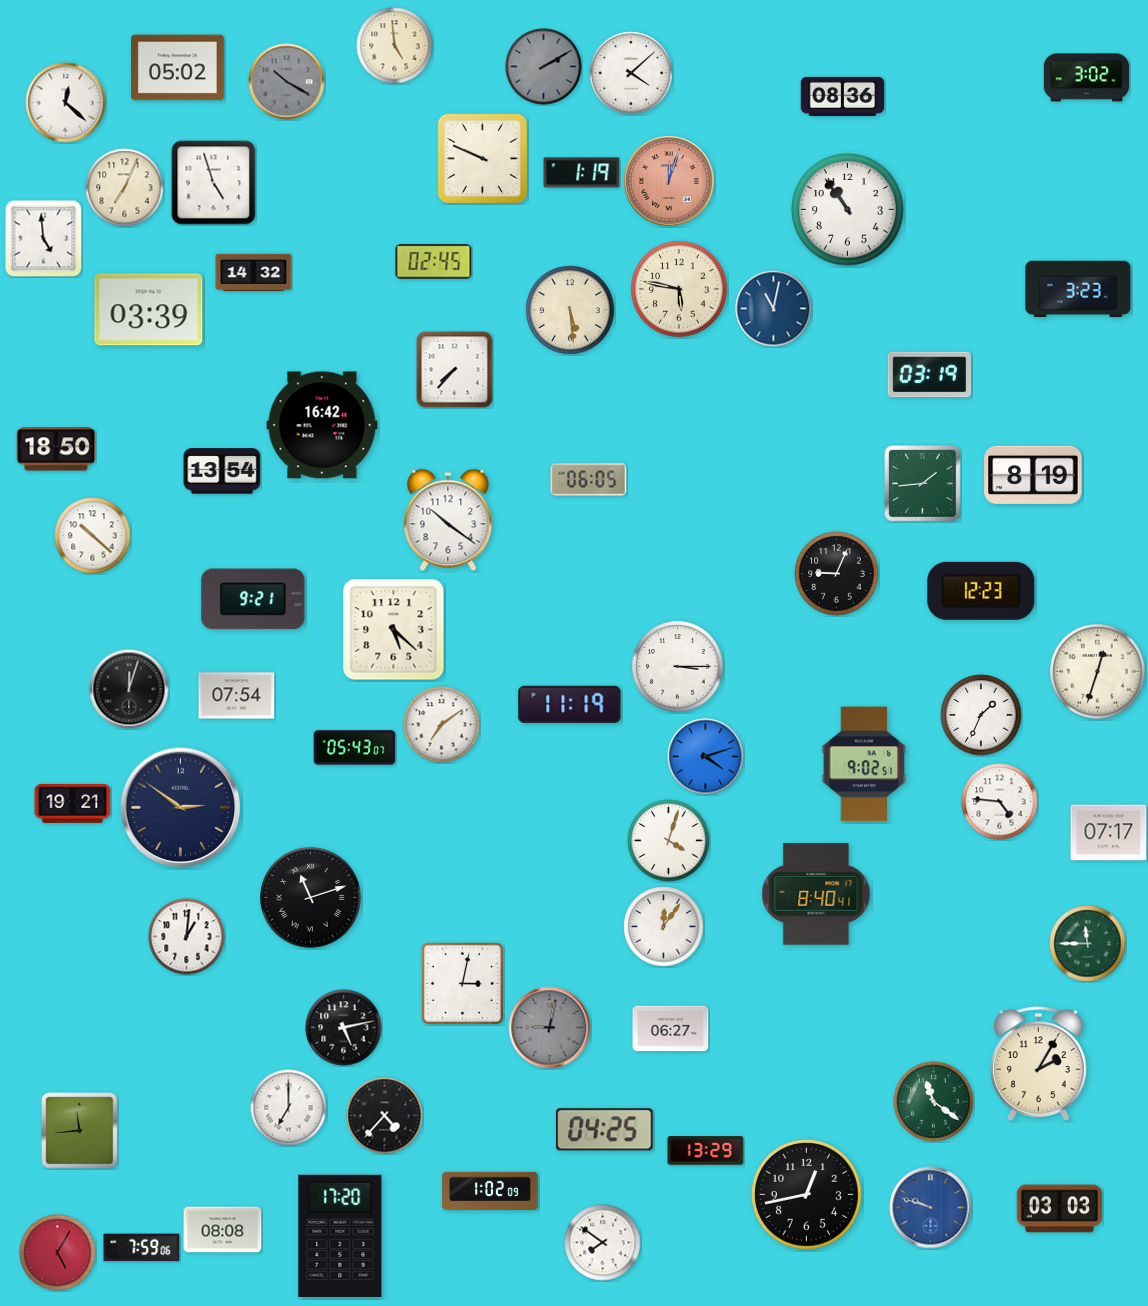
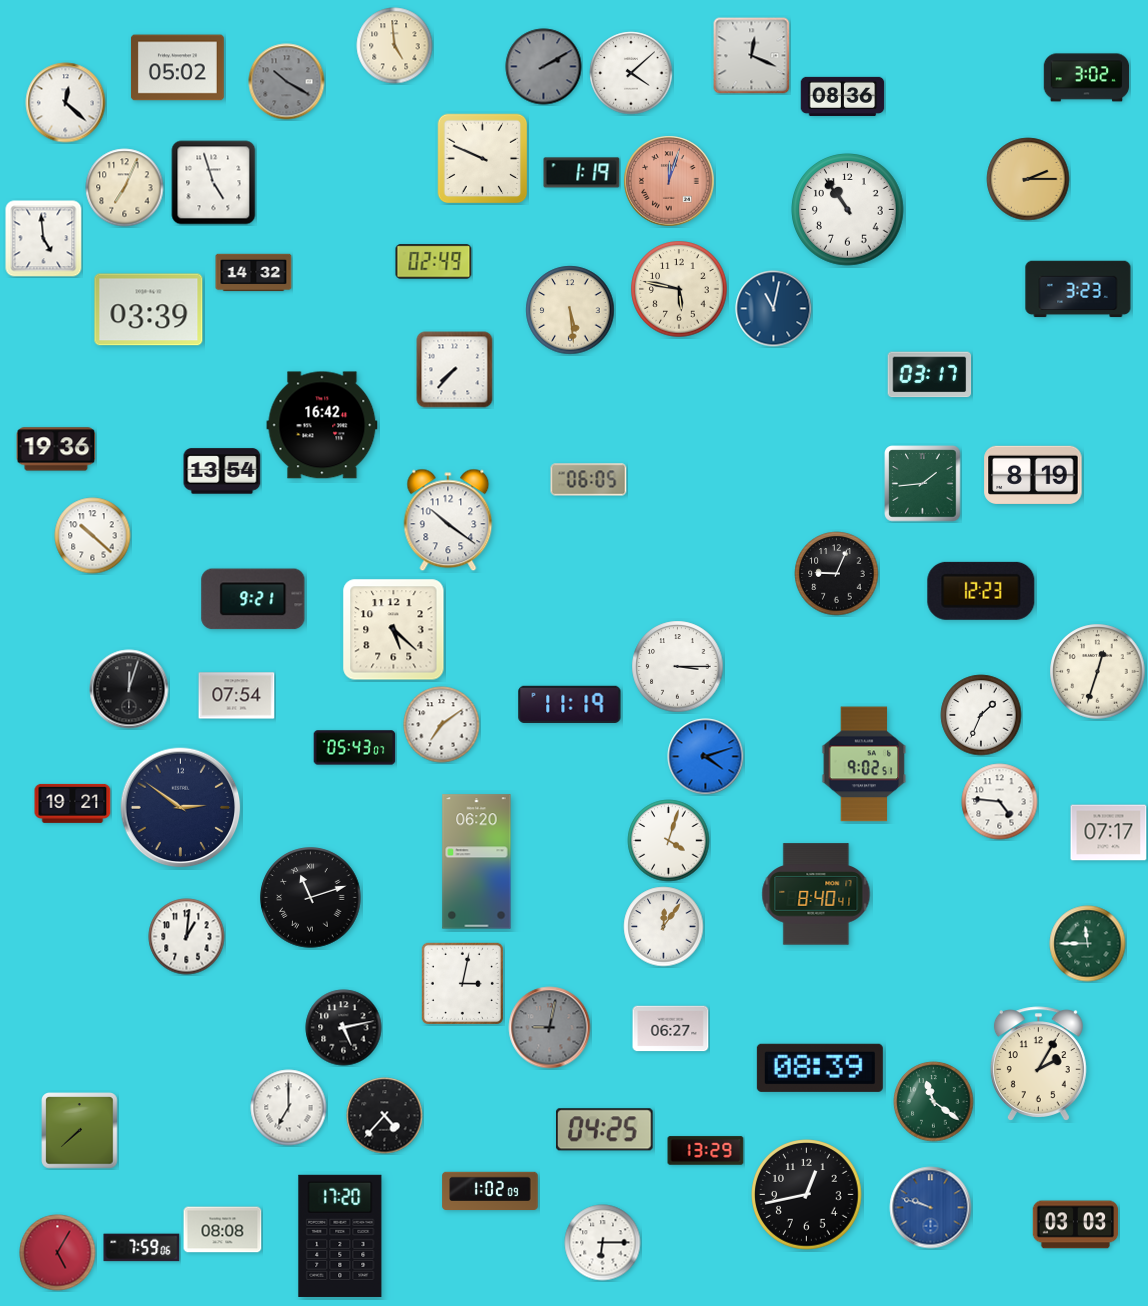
clock at (752, 56): none -> 12:19
clock at (1028, 179): none -> 2:15
clock at (434, 262): 02:45 -> 02:49
clock at (930, 375): 03:19 -> 03:17
clock at (56, 449): 18:50 -> 19:36
clock at (477, 862): none -> 06:20
clock at (820, 1068): none -> 08:39
clock at (80, 1131): 11:44 -> 7:38
clock at (1060, 1209) position: (1060, 1209) -> (1076, 1225)
clock at (603, 1243): 7:51 -> 6:15
